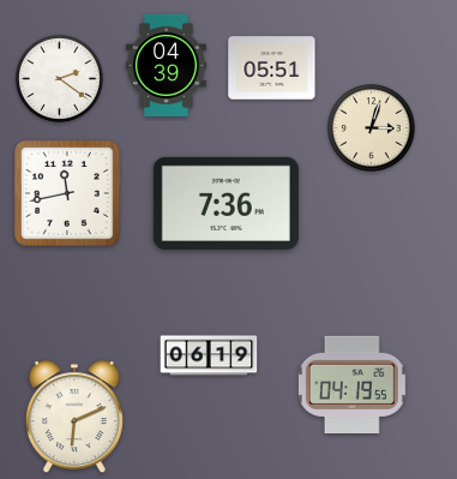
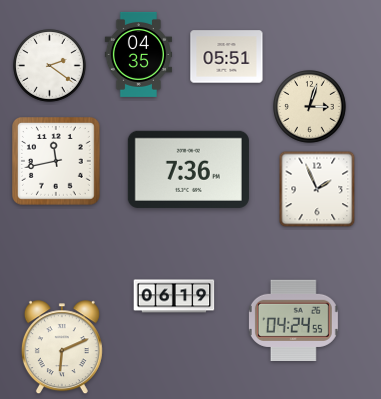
clock at (166, 65): 04:39 -> 04:35
clock at (317, 189): none -> 1:56
clock at (351, 384): 04:19 -> 04:24
